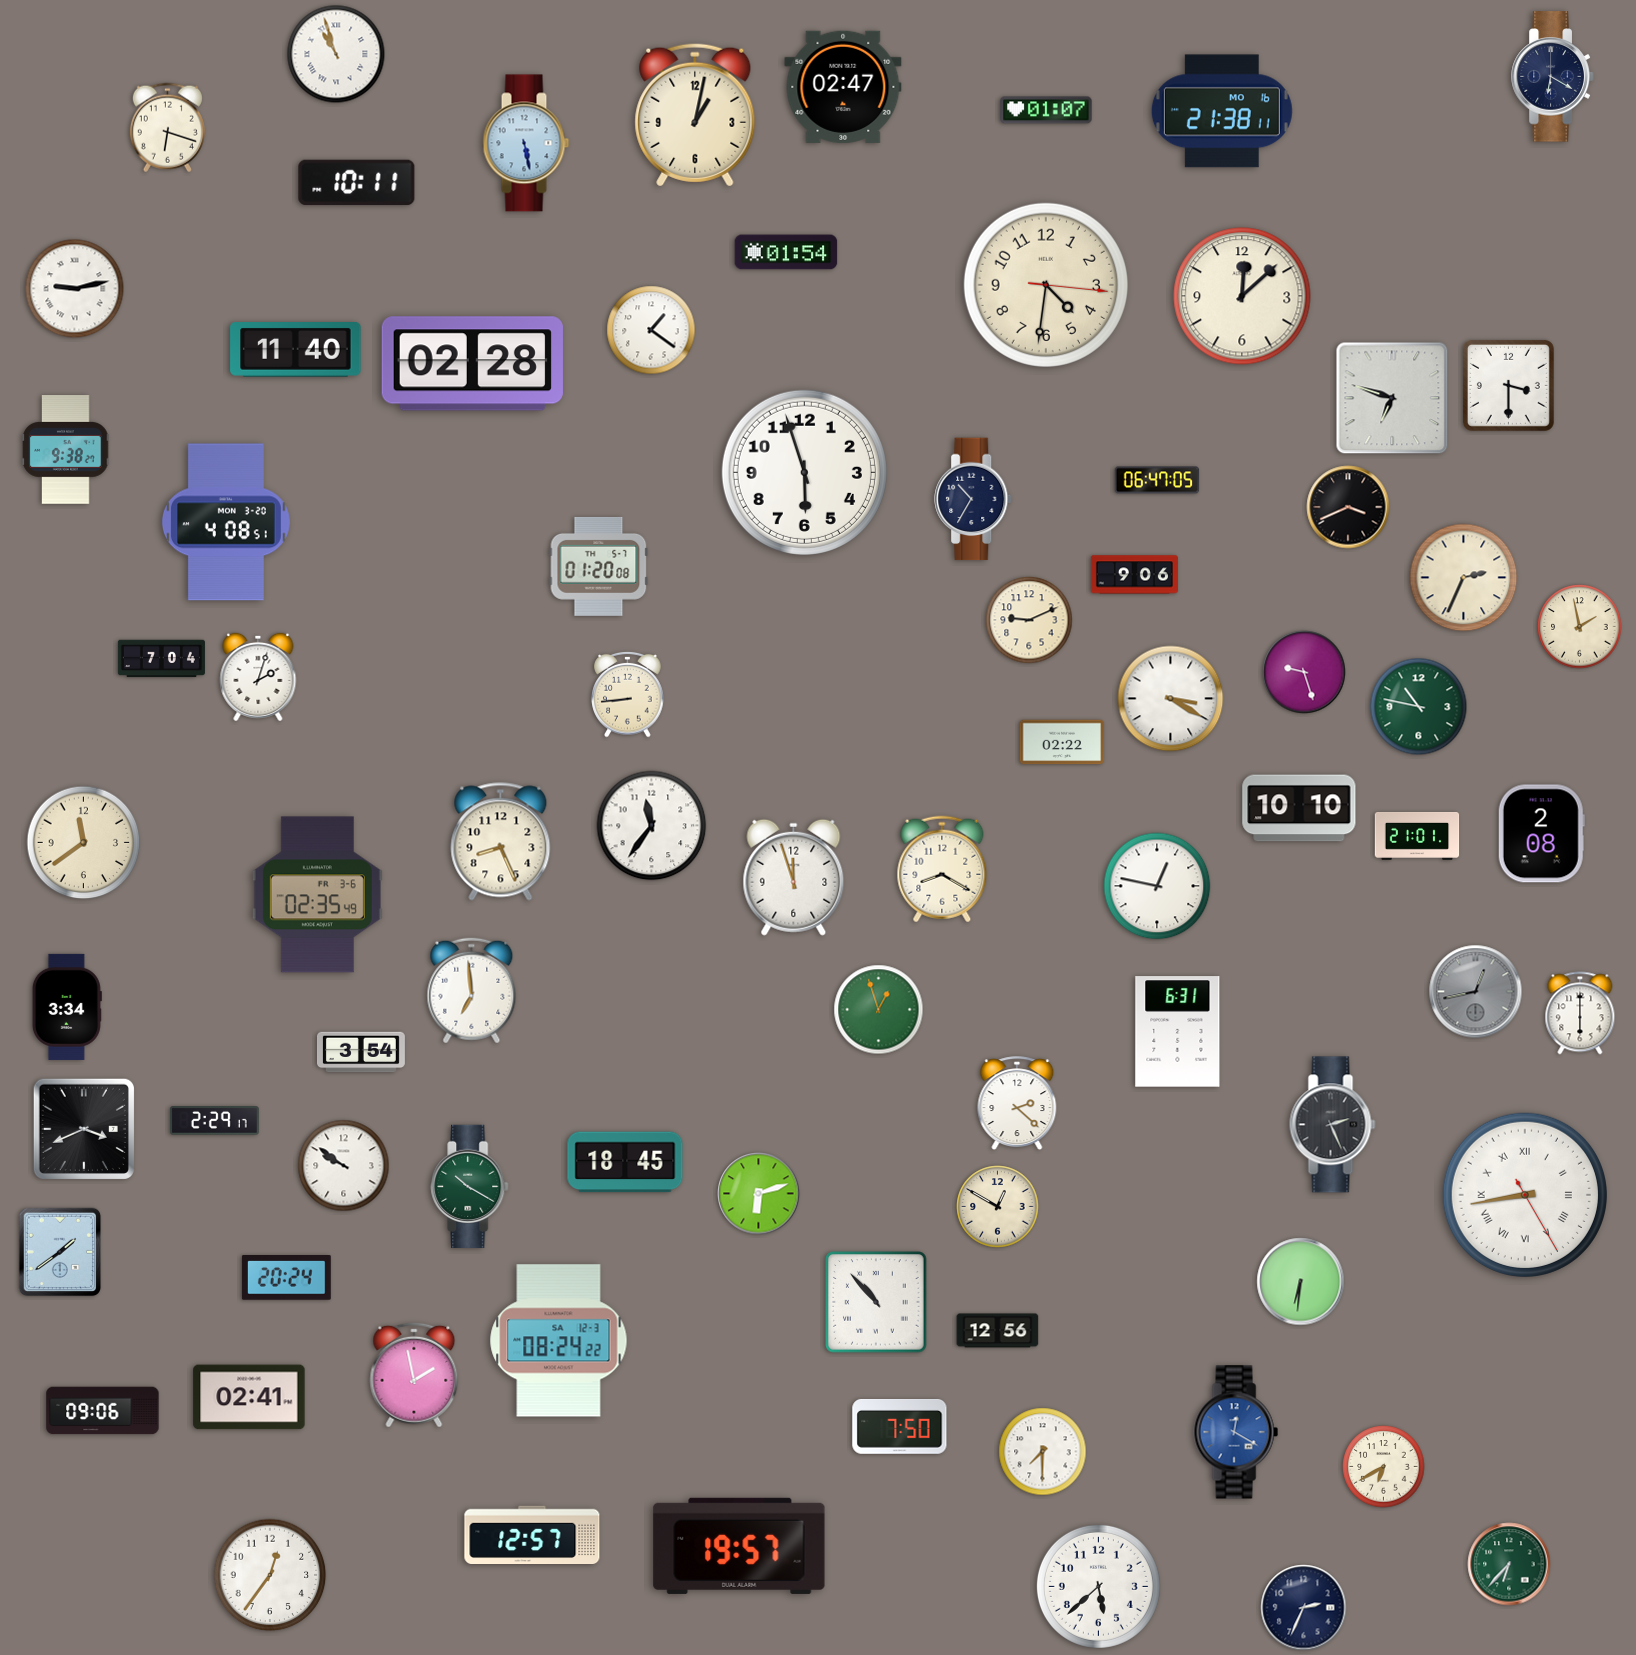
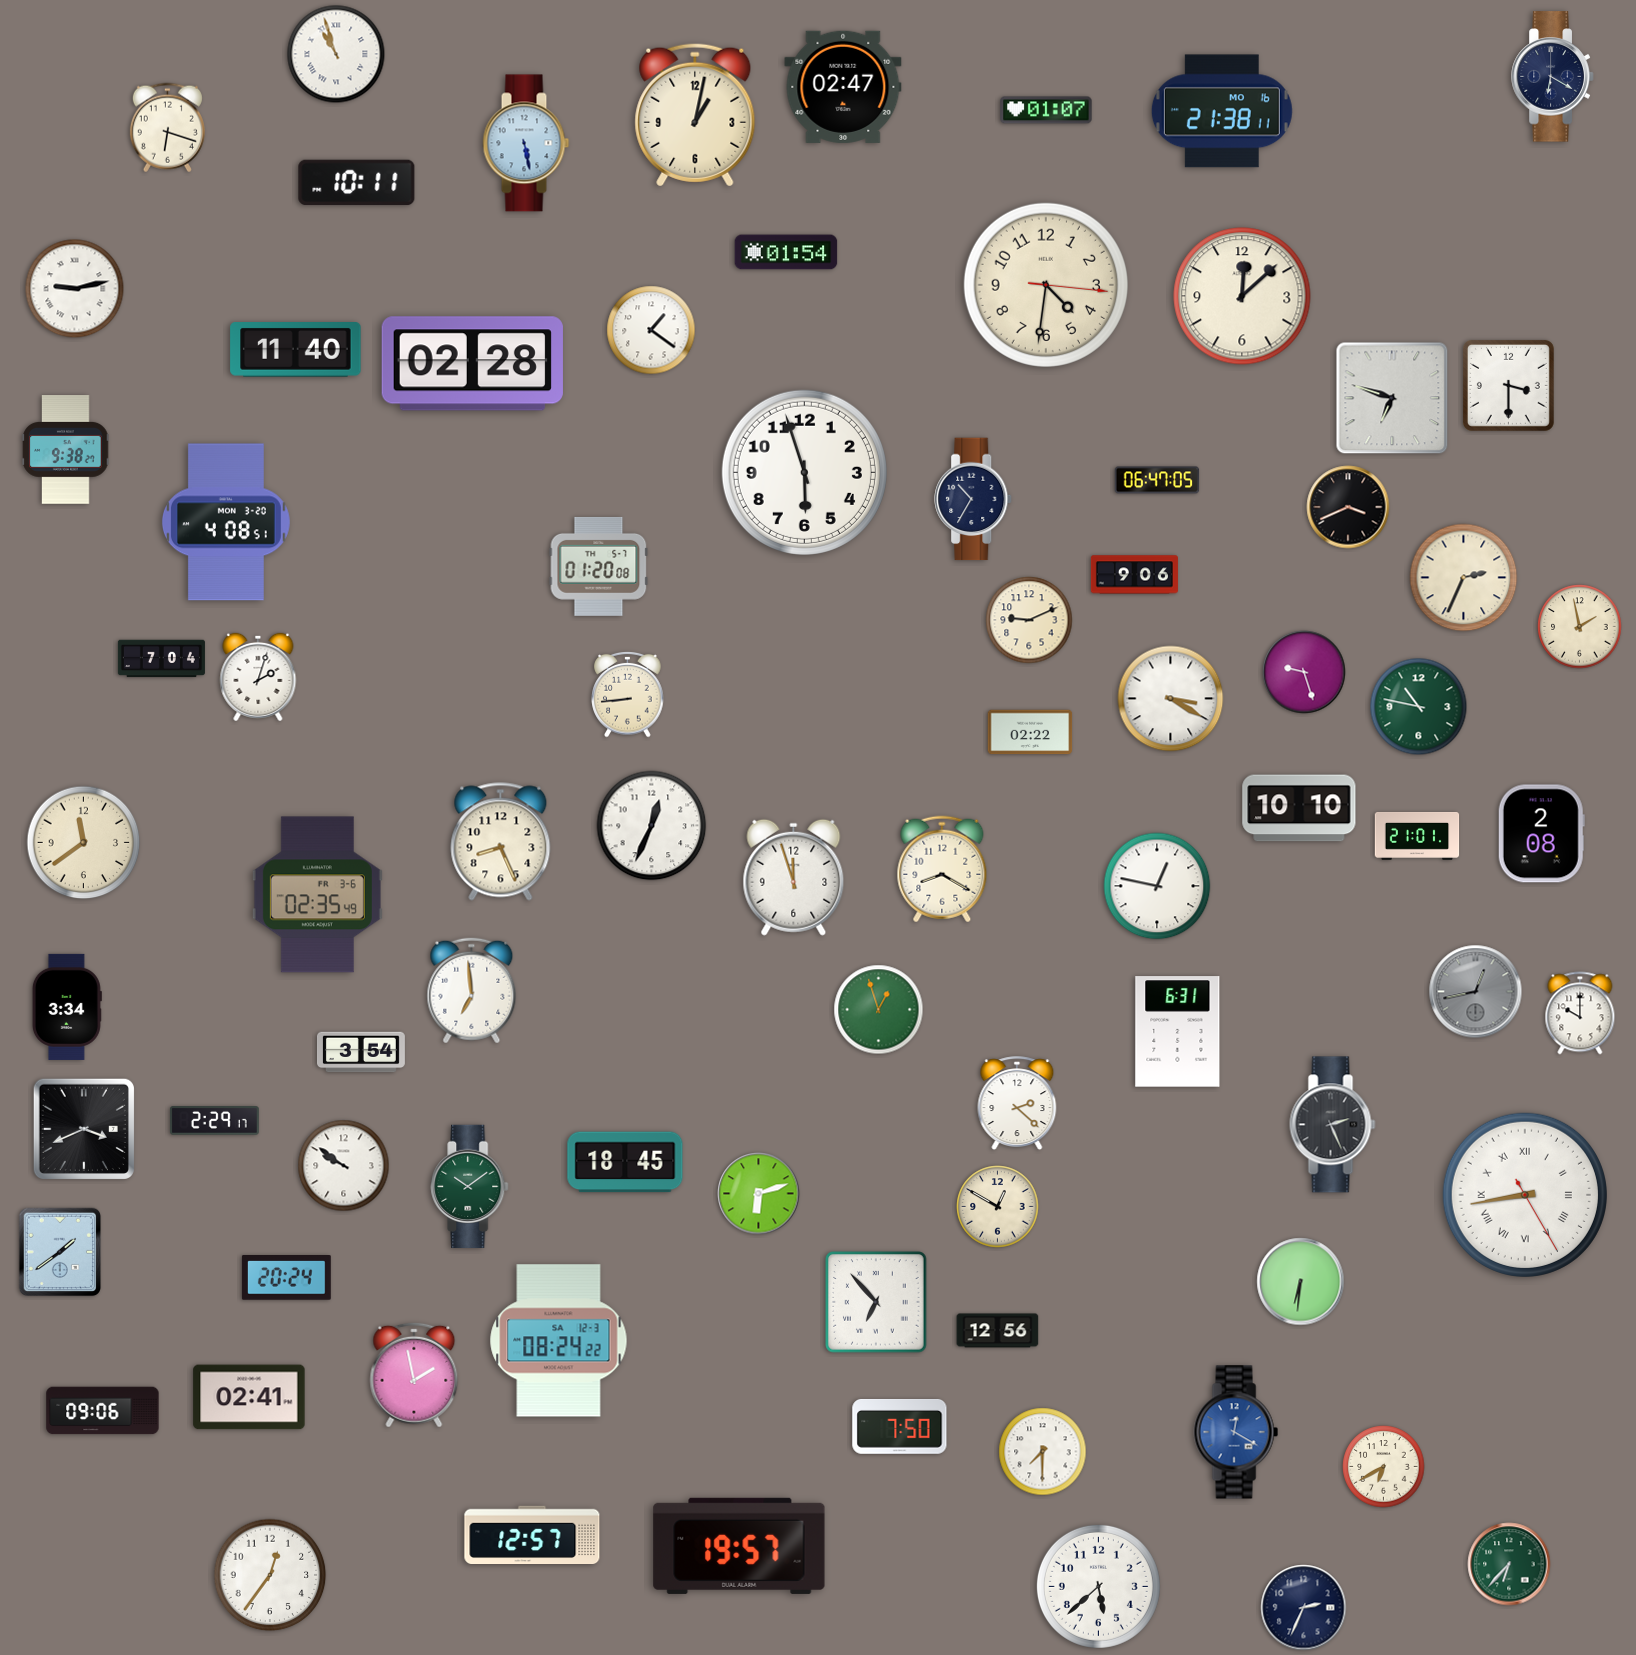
clock at (1062, 742) position: (1062, 742) -> (1030, 732)
clock at (652, 826): 11:36 -> 12:34
clock at (1580, 1013): 6:00 -> 10:00
clock at (470, 1187): 10:20 -> 10:09
clock at (876, 1302): 10:53 -> 6:53
